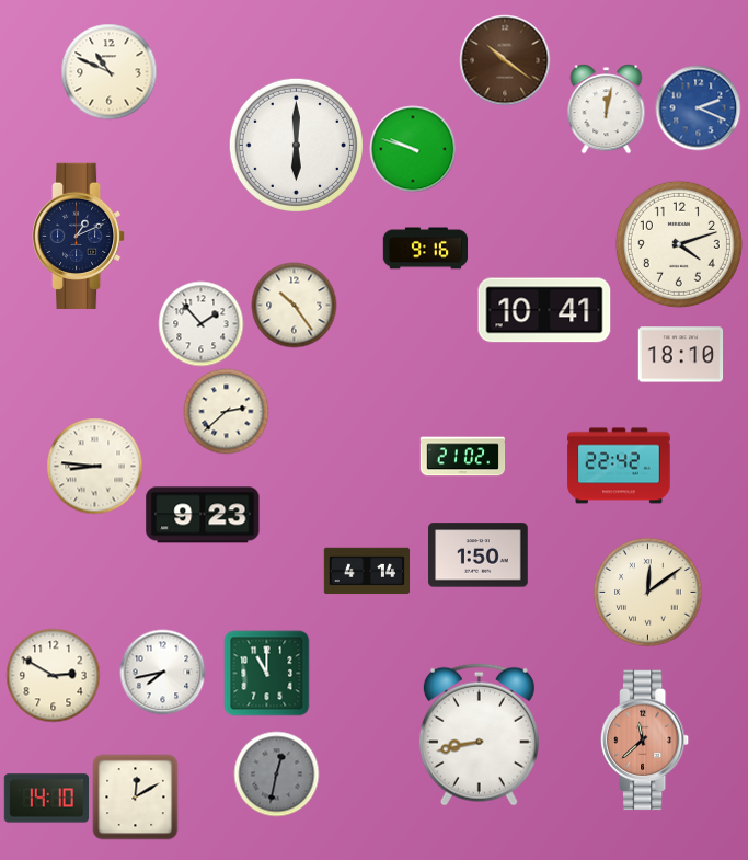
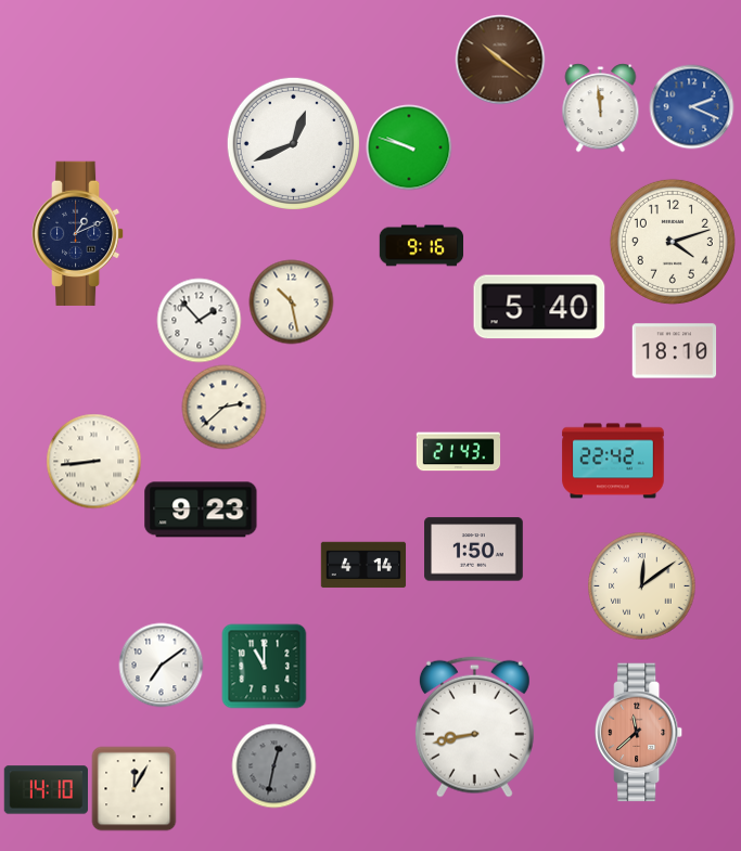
clock at (108, 71): 10:49 -> none
clock at (607, 108): 12:02 -> 11:59
clock at (296, 145): 6:00 -> 12:41
clock at (294, 305): 10:24 -> 10:28
clock at (544, 310): 10:41 -> 5:40
clock at (462, 457): 21:02 -> 21:43
clock at (94, 466): 8:46 -> 8:44
clock at (162, 672): 7:43 -> 7:09
clock at (53, 675): 2:50 -> none
clock at (135, 796): 12:10 -> 12:05
